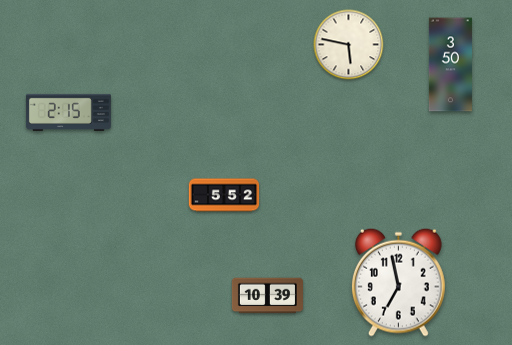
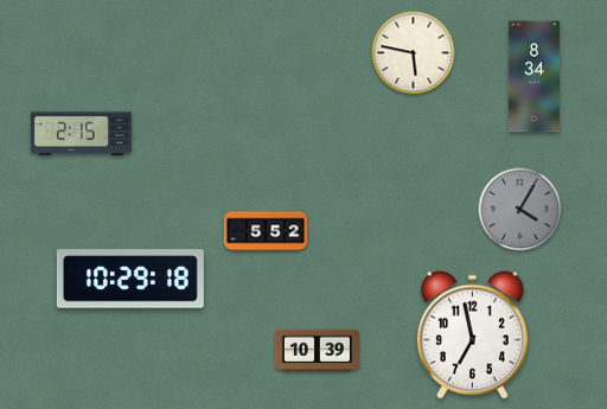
clock at (450, 65): 3:50 -> 8:34
clock at (520, 210): none -> 4:05
clock at (130, 279): none -> 10:29
